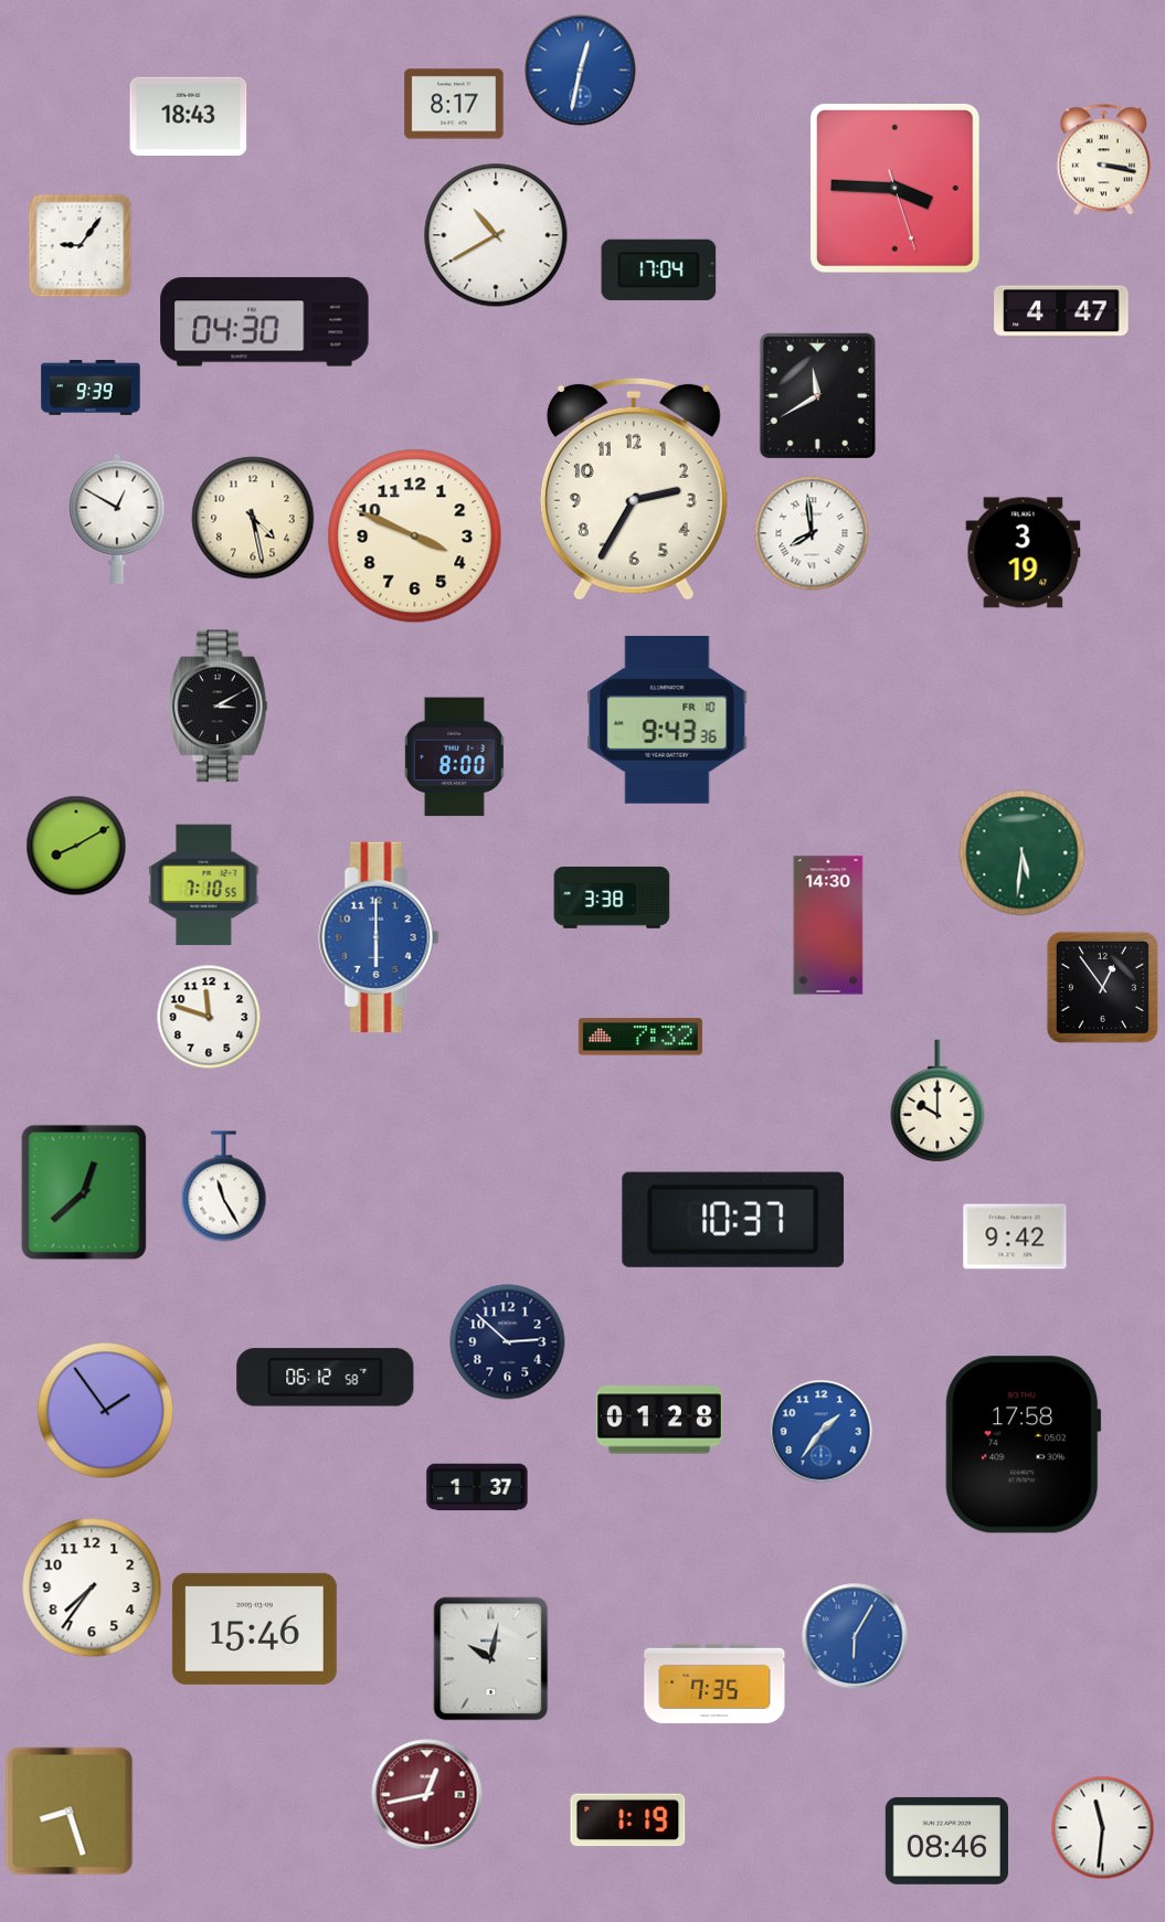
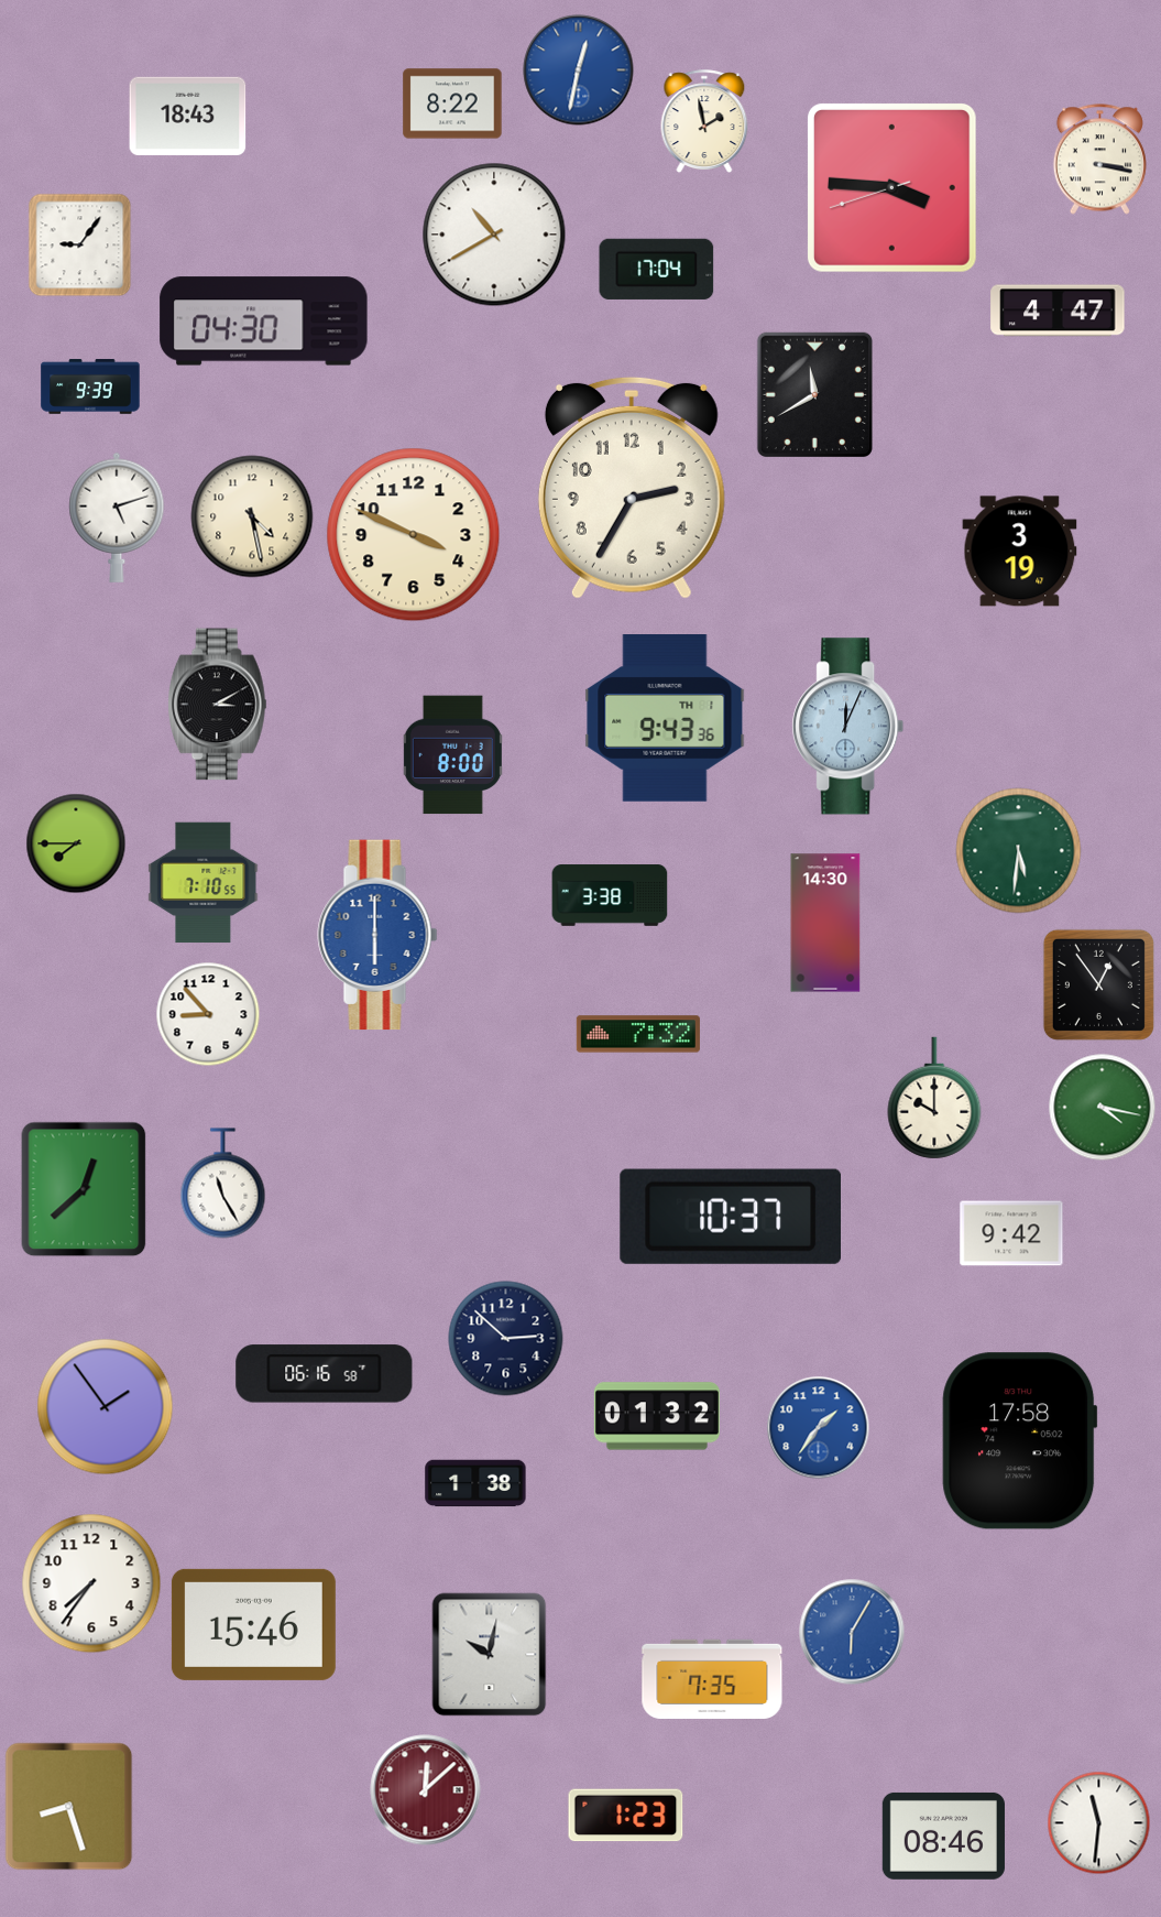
clock at (454, 104): 8:17 -> 8:22
clock at (704, 121): none -> 1:58
clock at (894, 188): 3:45:27 -> 3:45:42
clock at (117, 519): 12:50 -> 5:12
clock at (812, 533): 7:59 -> none
clock at (667, 721) date: FR 10 -> TH 1
clock at (848, 727): none -> 12:04
clock at (76, 846): 8:10 -> 7:45
clock at (209, 1017): 11:48 -> 8:53
clock at (1103, 1108): none -> 4:17
clock at (326, 1378): 06:12 -> 06:16
clock at (659, 1420): 01:28 -> 01:32
clock at (477, 1487): 1:37 -> 1:38
clock at (427, 1795): 12:43 -> 12:08
clock at (628, 1820): 1:19 -> 1:23
